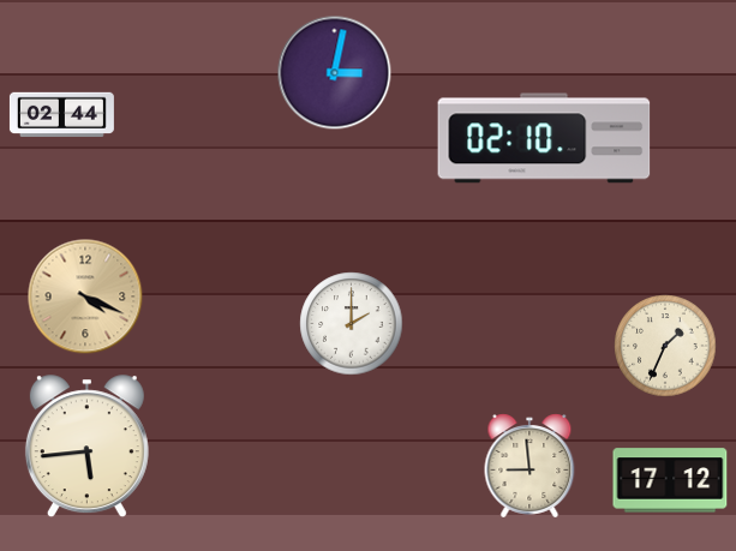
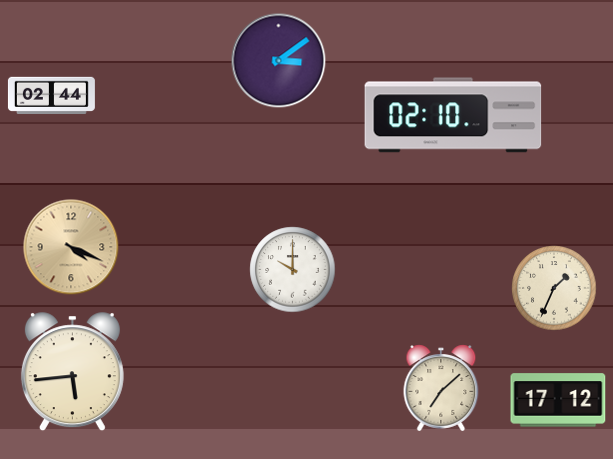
clock at (335, 73): 3:02 -> 3:09
clock at (352, 324): 2:00 -> 10:00
clock at (529, 466): 8:59 -> 7:08
